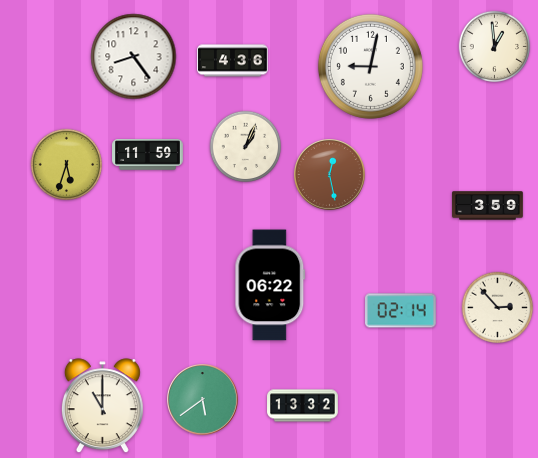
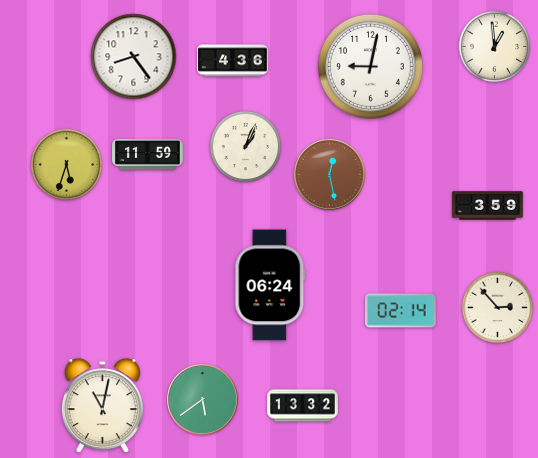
clock at (270, 285): 06:22 -> 06:24
clock at (102, 406): 11:00 -> 11:02
